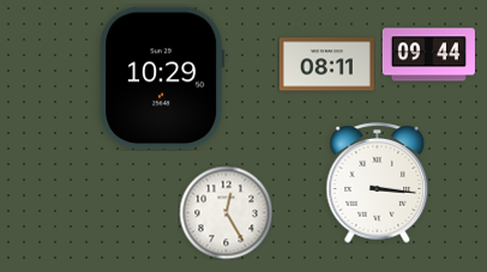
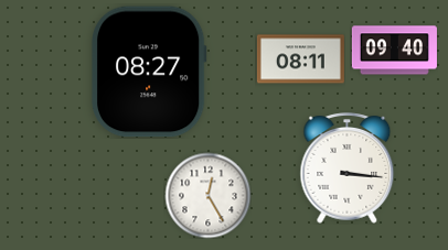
clock at (428, 55): 09:44 -> 09:40
clock at (162, 78): 10:29 -> 08:27
